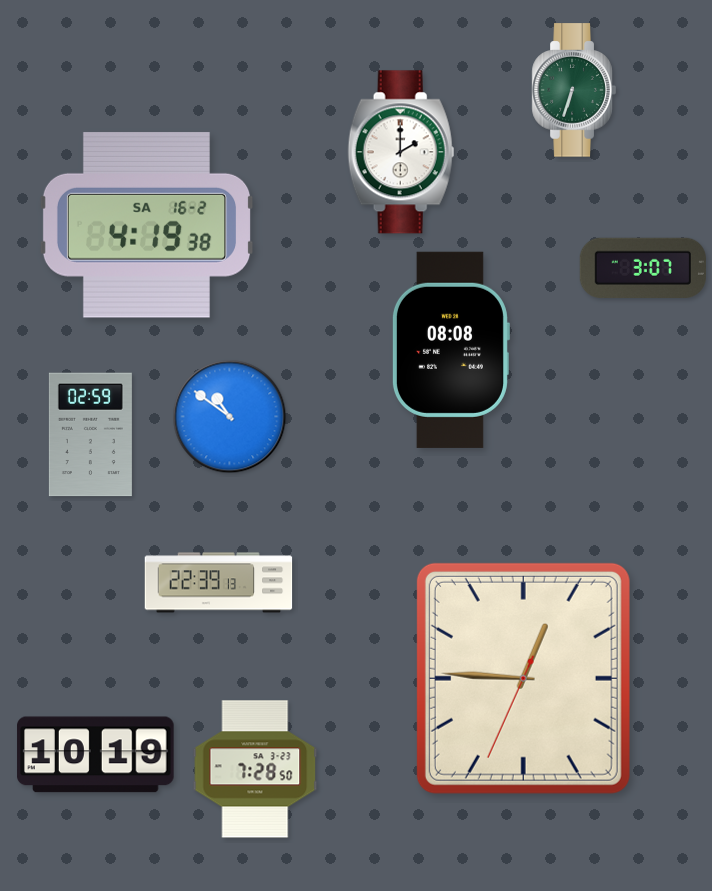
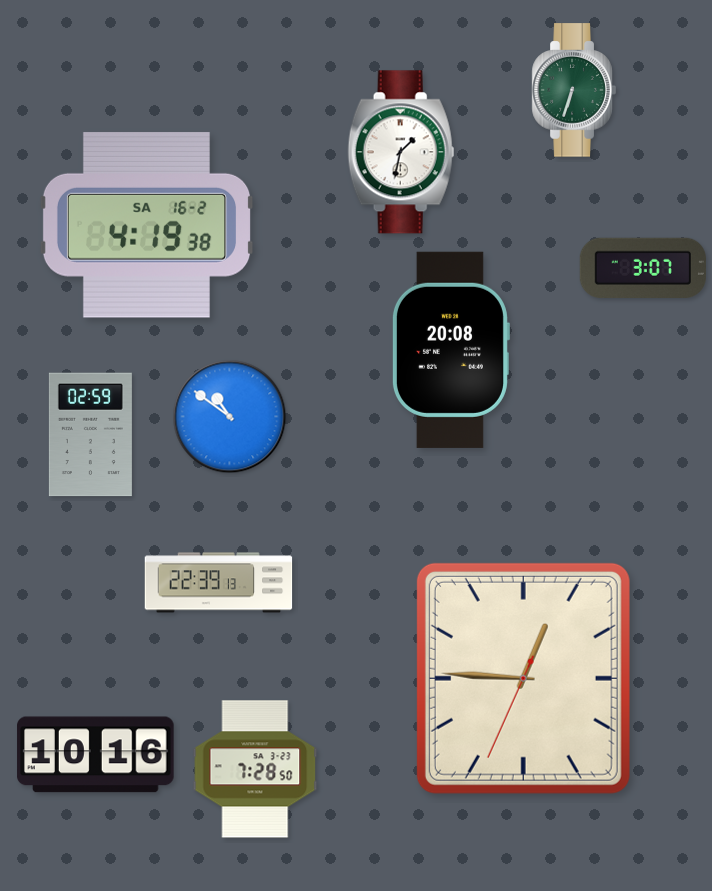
clock at (401, 152): 2:00 -> 1:32
clock at (450, 350): 08:08 -> 20:08
clock at (96, 755): 10:19 -> 10:16
